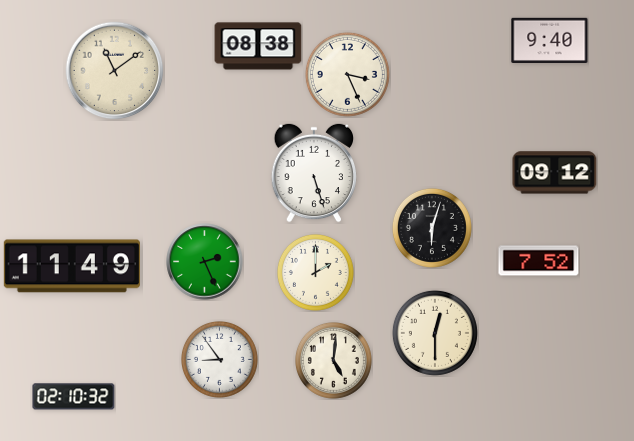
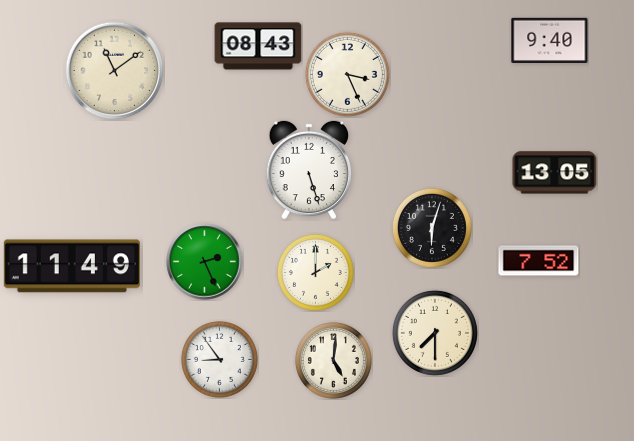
clock at (258, 46): 08:38 -> 08:43
clock at (314, 173) position: (314, 173) -> (309, 170)
clock at (555, 173): 09:12 -> 13:05
clock at (435, 333): 12:30 -> 7:30
clock at (74, 397): 02:10 -> none
